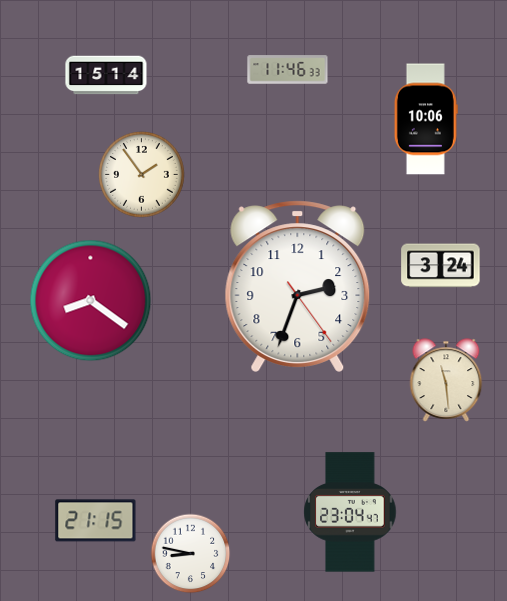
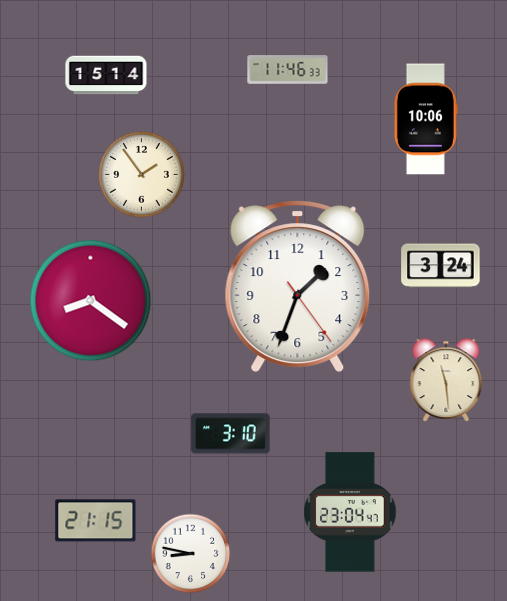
clock at (298, 286): 2:33 -> 1:33
clock at (231, 434): none -> 3:10
